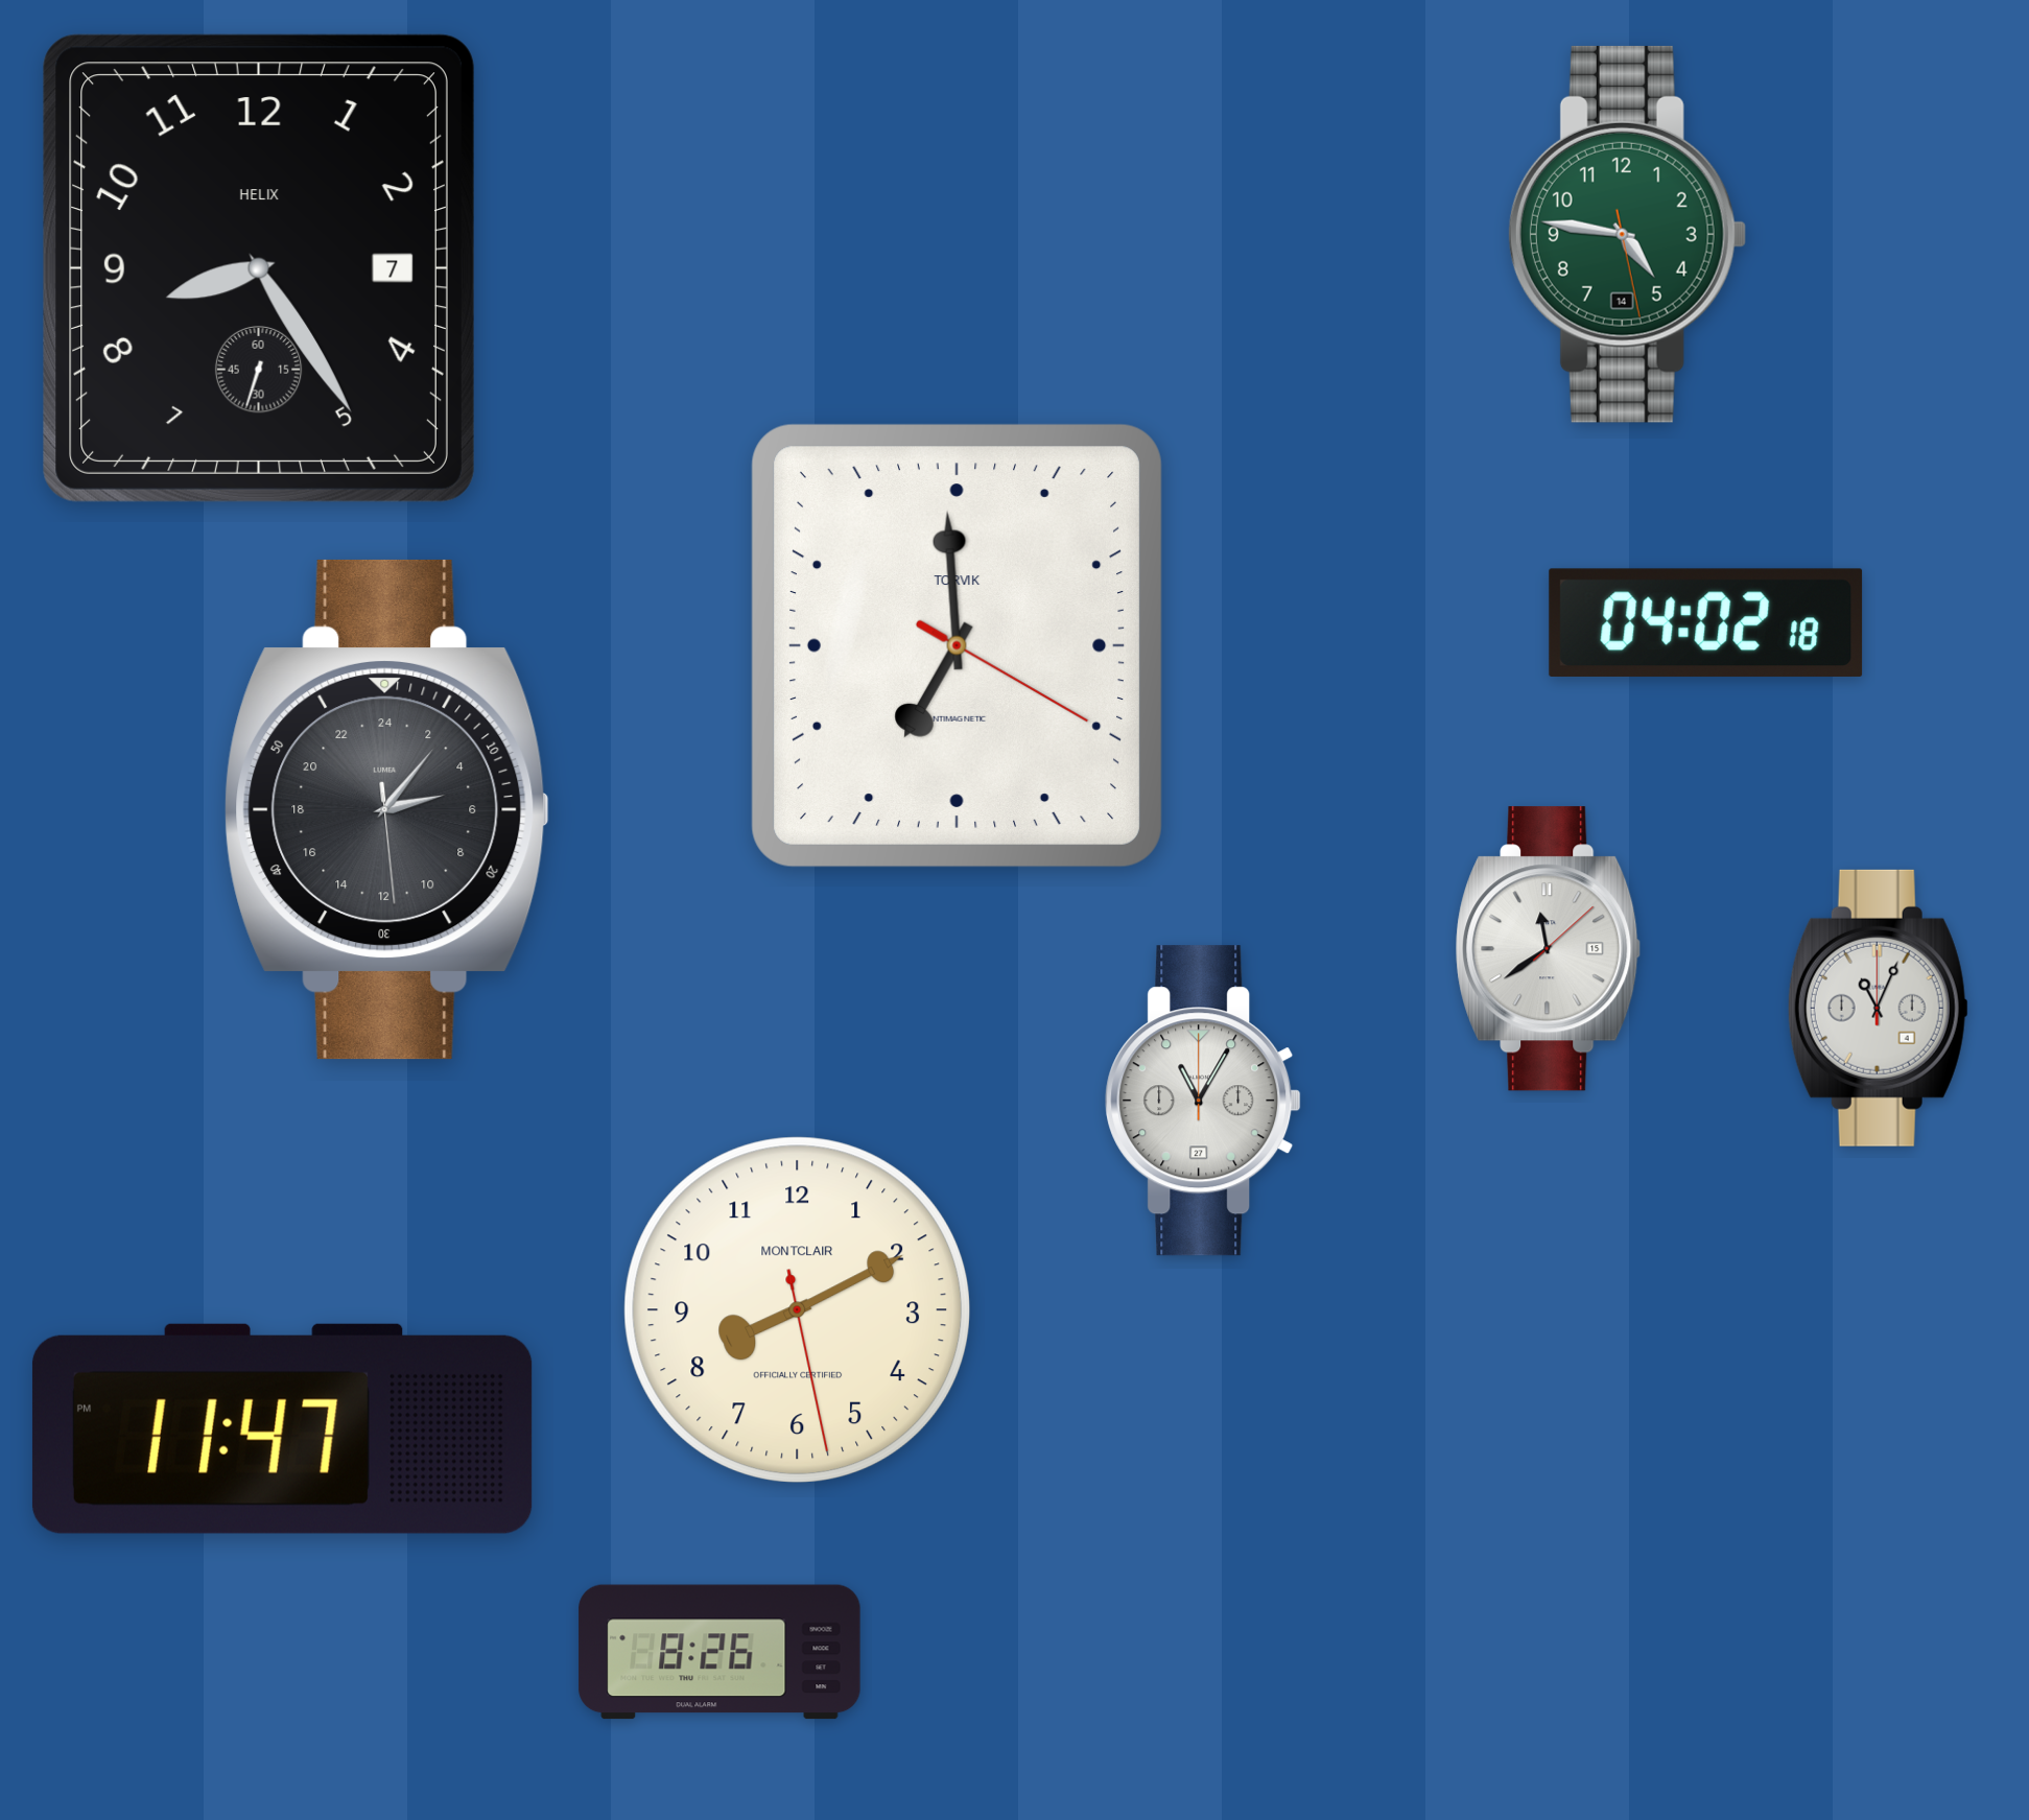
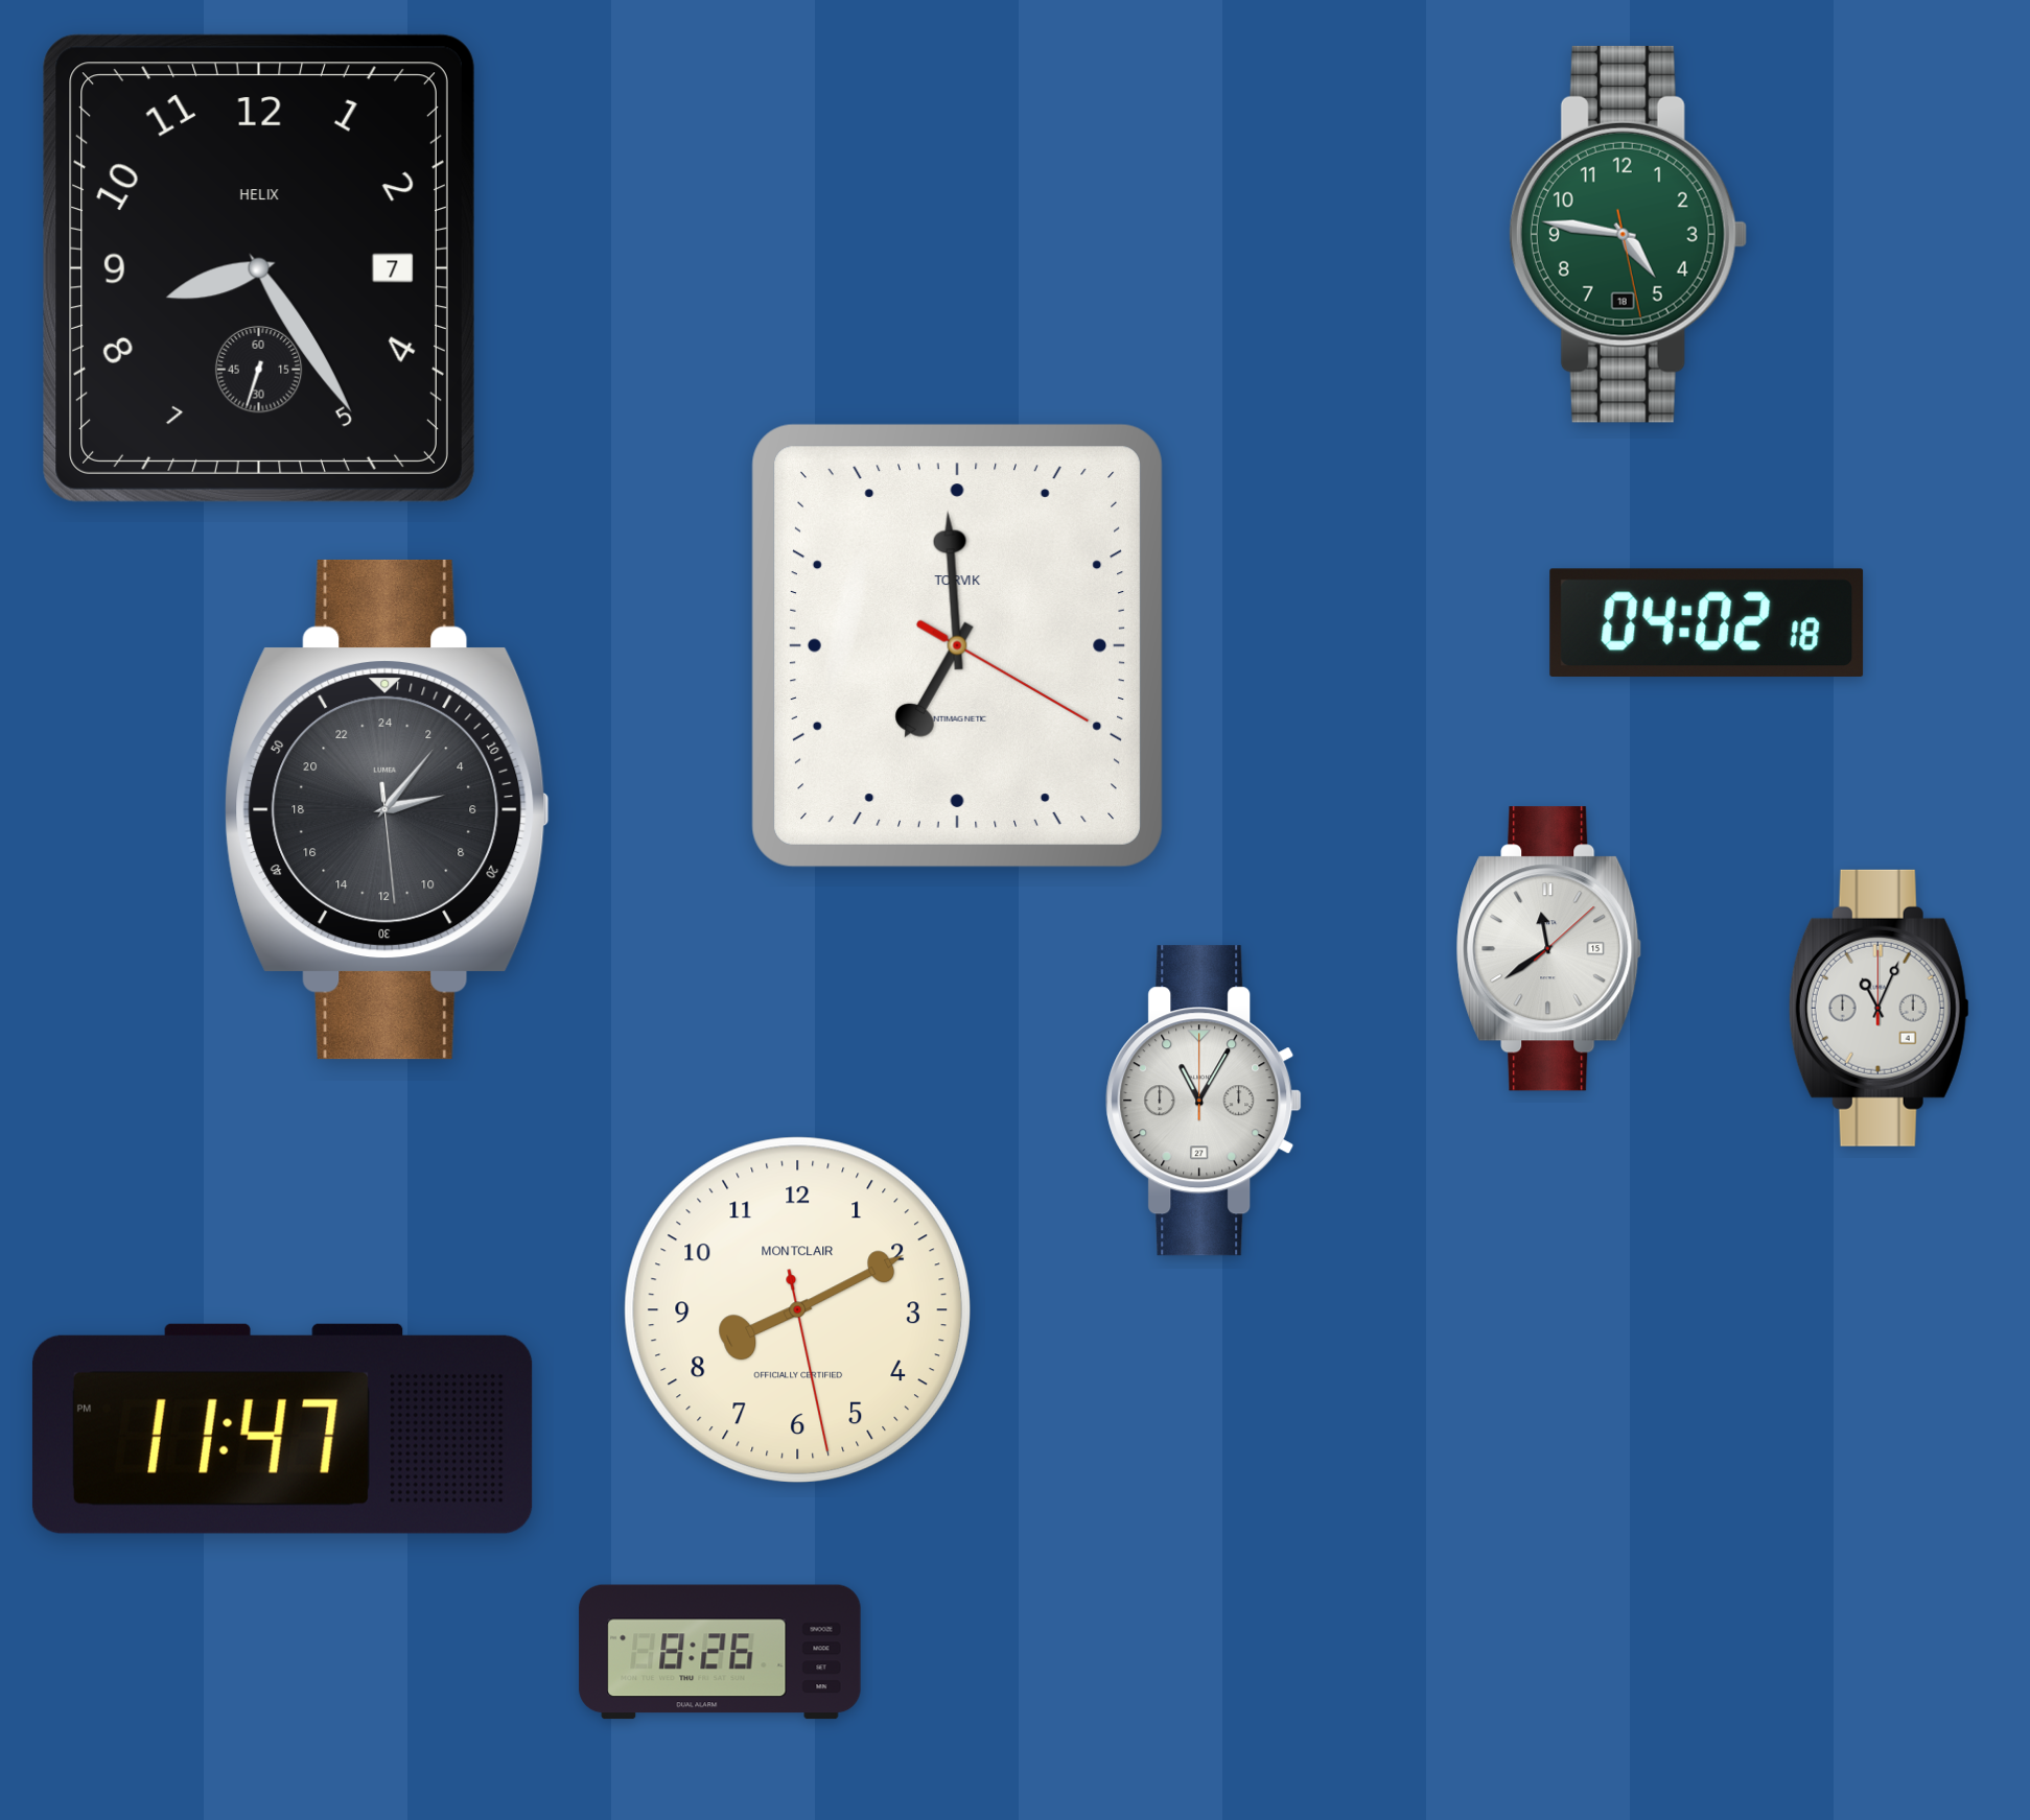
clock at (1627, 234) date: 14 -> 18
